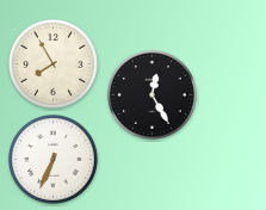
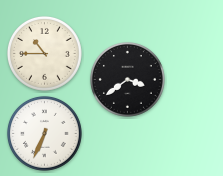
clock at (52, 63): 7:55 -> 10:45
clock at (151, 94): 12:25 -> 3:39
